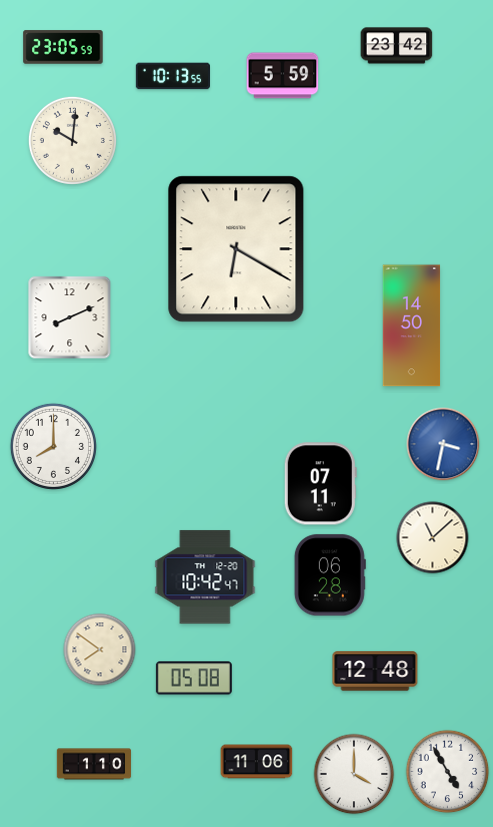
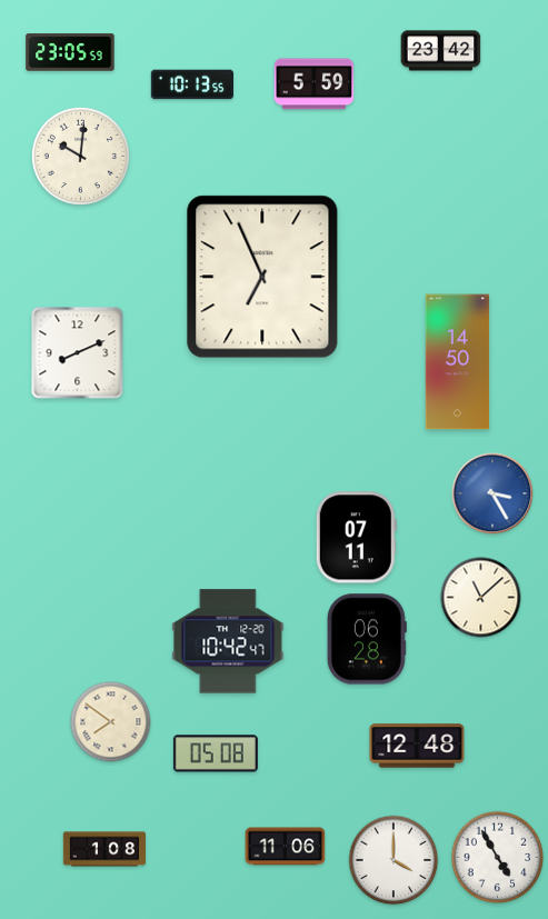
clock at (236, 249): 6:20 -> 6:56
clock at (443, 444): 3:32 -> 3:25
clock at (53, 446): 8:00 -> none
clock at (94, 764): 1:10 -> 1:08
